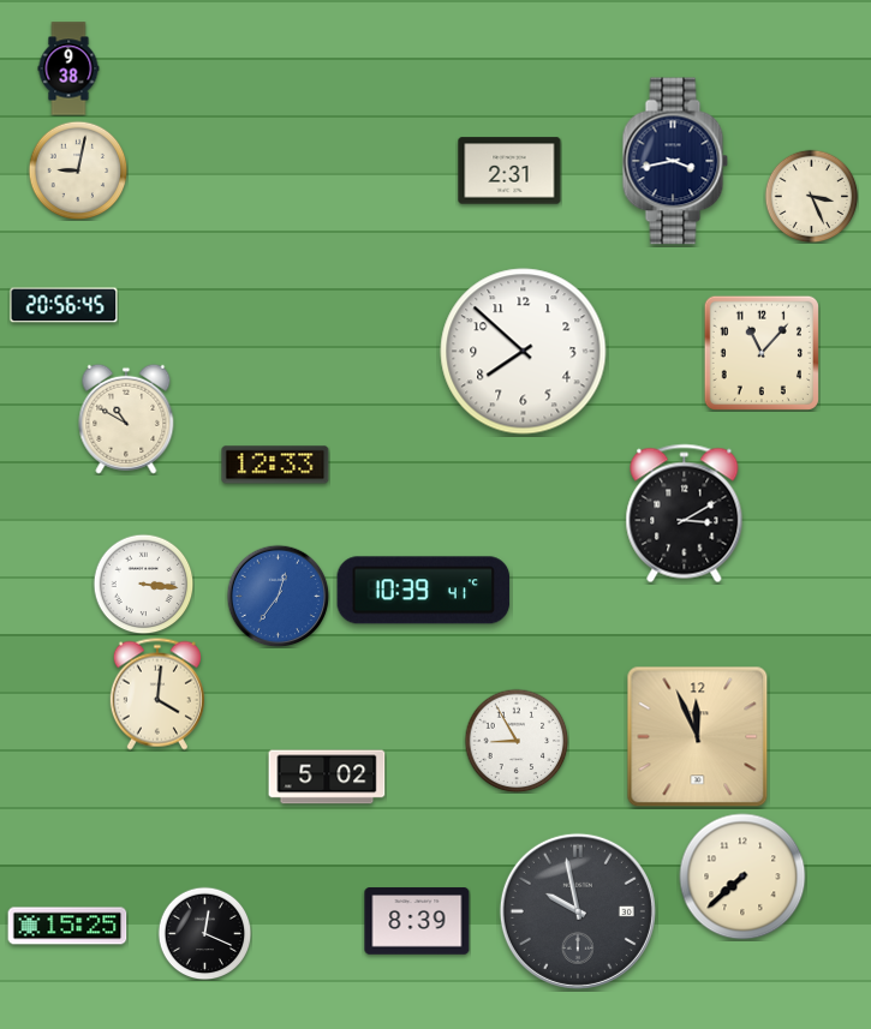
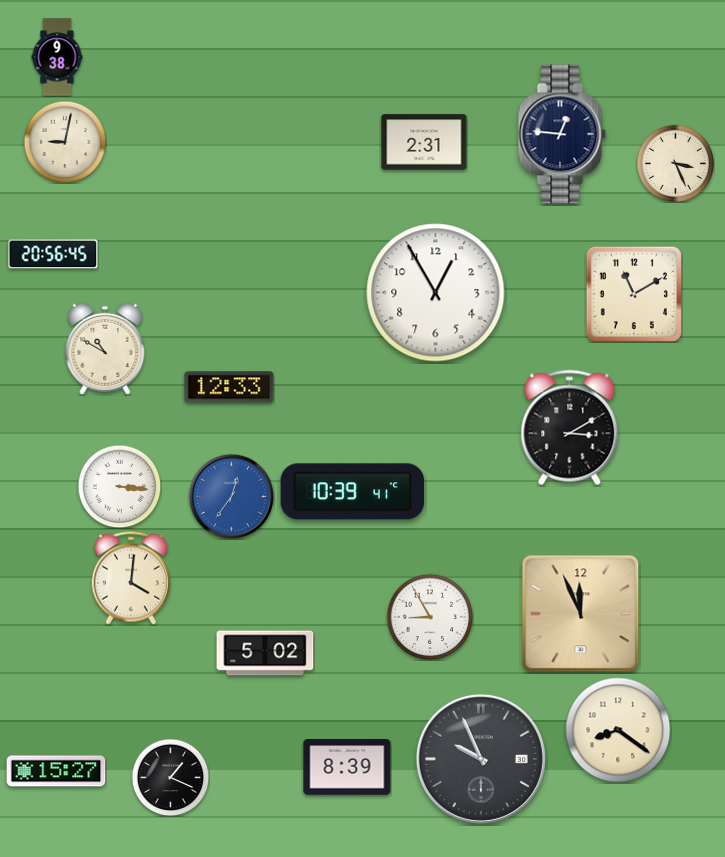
clock at (675, 161): 3:43 -> 12:46
clock at (524, 352): 7:52 -> 12:55
clock at (762, 353): 11:07 -> 11:10
clock at (327, 777) position: (327, 777) -> (265, 653)
clock at (742, 877): 7:38 -> 8:21
clock at (578, 911): 9:58 -> 9:56
clock at (67, 926): 15:25 -> 15:27
clock at (204, 933): 12:19 -> 1:19
